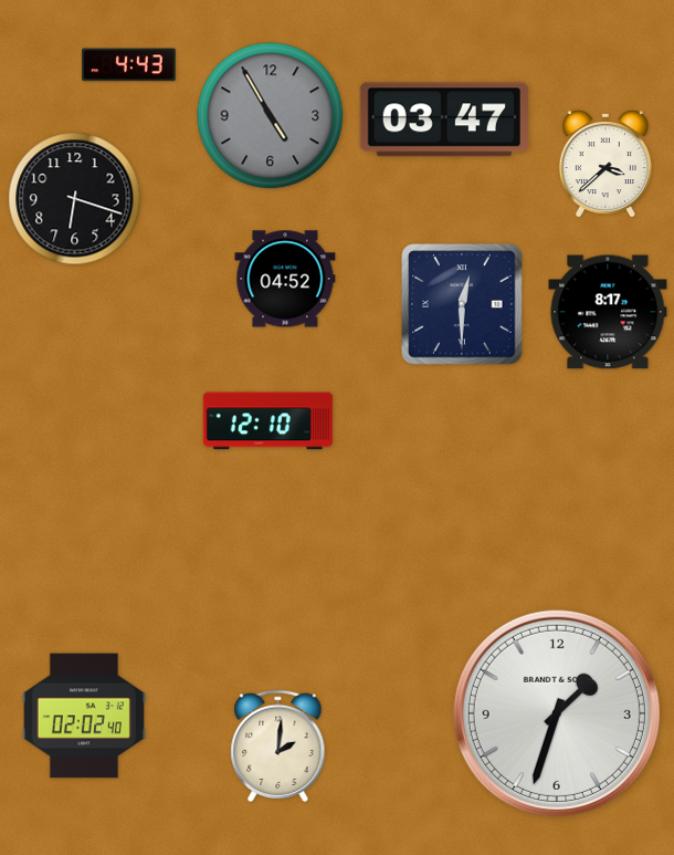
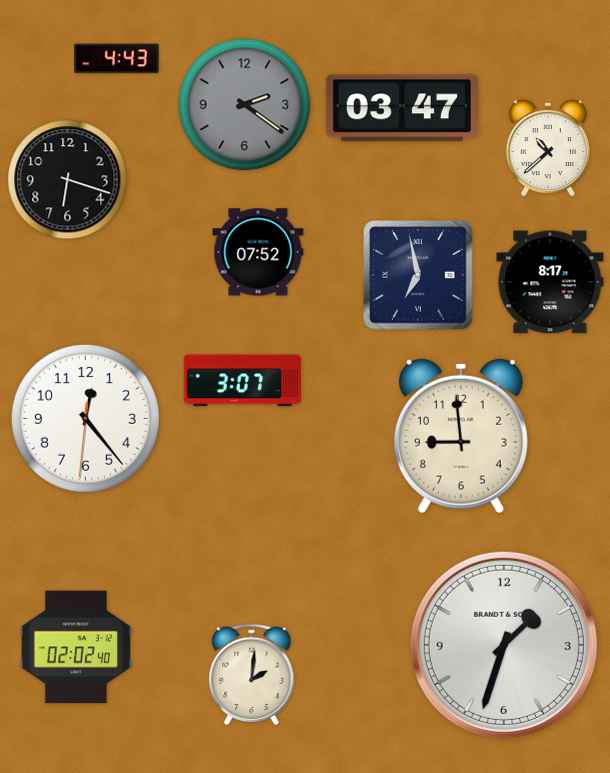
clock at (271, 116): 4:55 -> 2:21
clock at (605, 165): 3:38 -> 10:38
clock at (285, 279): 04:52 -> 07:52
clock at (462, 304): 12:30 -> 6:58
clock at (267, 421): 12:10 -> 3:07
clock at (85, 418): none -> 12:23
clock at (461, 436): none -> 8:59
